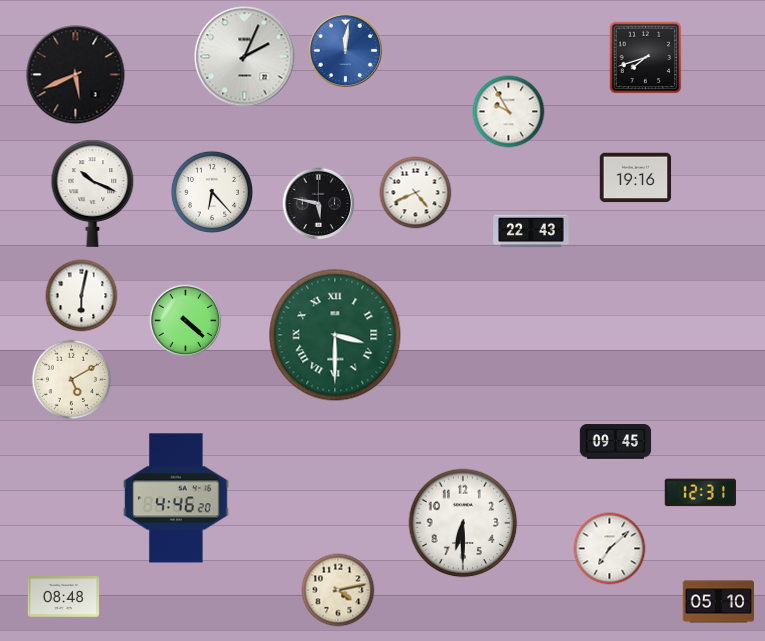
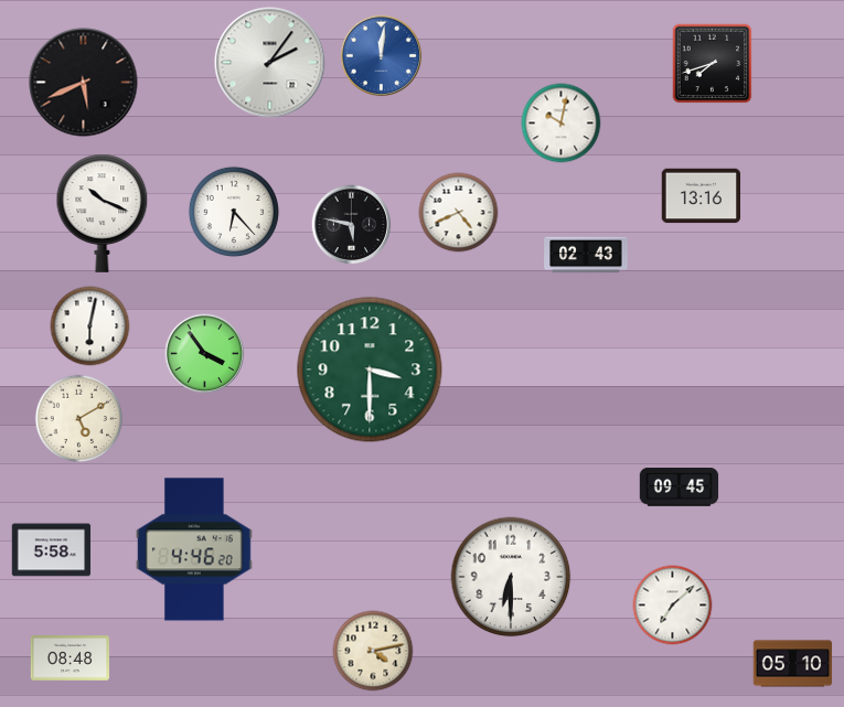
clock at (245, 57): 2:04 -> 2:06
clock at (509, 112): 9:55 -> 10:02
clock at (636, 178): 19:16 -> 13:16
clock at (531, 231): 22:43 -> 02:43
clock at (186, 321): 4:22 -> 3:54
clock at (335, 335) numerals: Roman -> Arabic
clock at (700, 493): 12:31 -> none
clock at (52, 550): none -> 5:58
